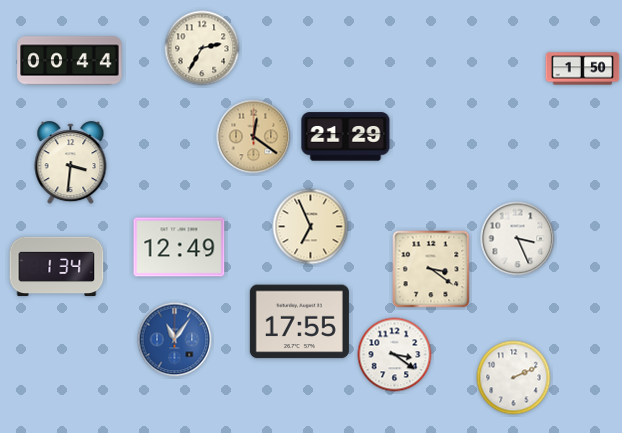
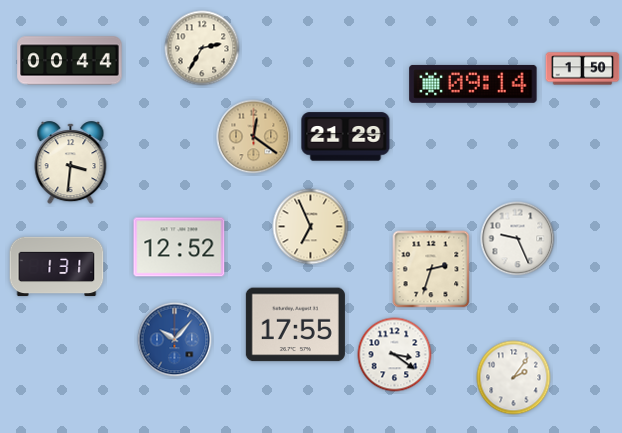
clock at (473, 84): none -> 09:14
clock at (518, 239): 3:26 -> 9:26
clock at (179, 247): 12:49 -> 12:52
clock at (57, 267): 1:34 -> 1:31
clock at (431, 269): 3:21 -> 2:33
clock at (299, 322) position: (299, 322) -> (295, 325)
clock at (175, 340): 11:06 -> 10:07
clock at (514, 378): 2:11 -> 2:06
